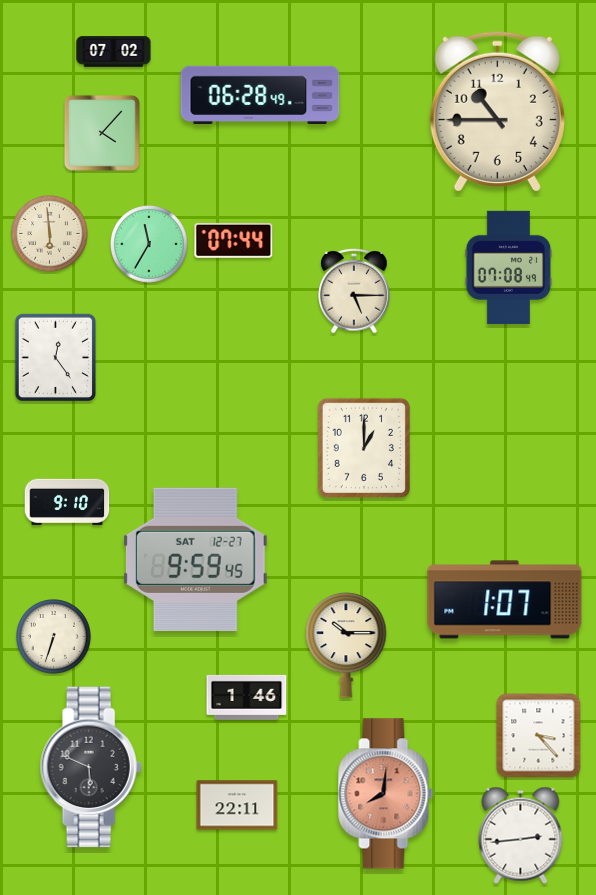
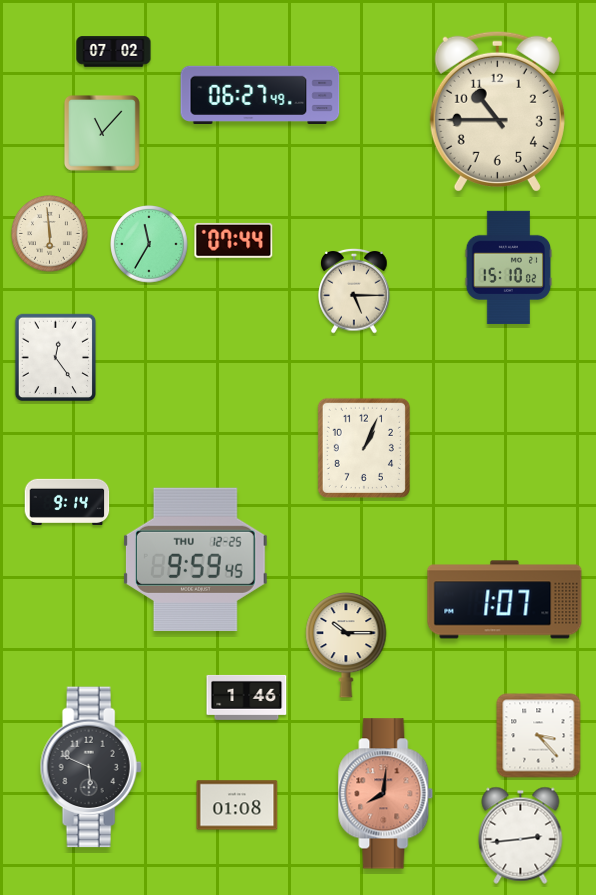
clock at (260, 94): 06:28 -> 06:27
clock at (102, 133): 4:07 -> 11:07
clock at (509, 267): 07:08 -> 15:10
clock at (364, 448): 1:00 -> 1:04
clock at (67, 502): 9:10 -> 9:14
clock at (195, 559) date: SAT 12-27 -> THU 12-25
clock at (54, 637): 6:33 -> none
clock at (237, 805): 22:11 -> 01:08
